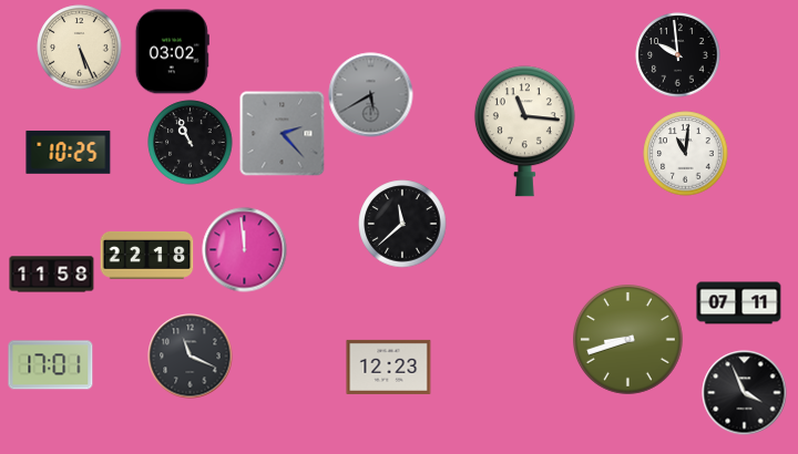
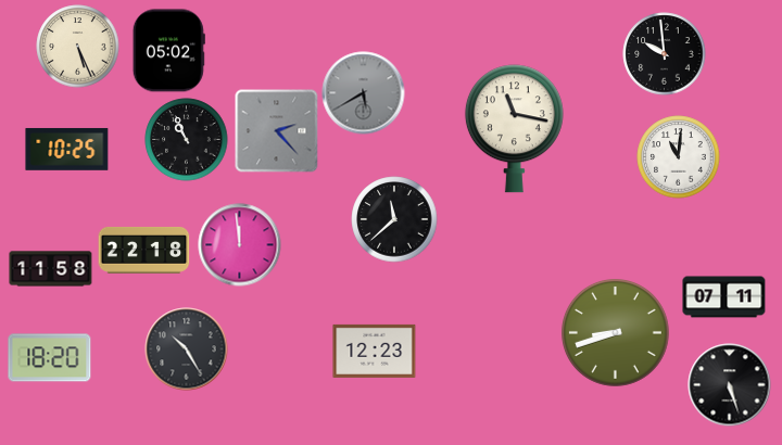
clock at (172, 52): 03:02 -> 05:02
clock at (524, 132): 11:16 -> 11:17
clock at (686, 154) position: (686, 154) -> (679, 157)
clock at (191, 357): 11:19 -> 10:25
clock at (51, 365): 17:01 -> 18:20
clock at (389, 367) position: (389, 367) -> (375, 351)
clock at (745, 393): 3:56 -> 5:27
